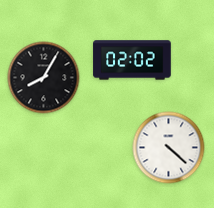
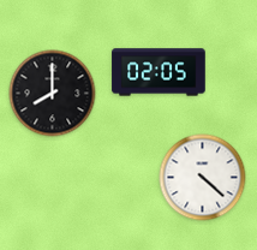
clock at (132, 60): 02:02 -> 02:05
clock at (44, 78): 8:05 -> 8:00
